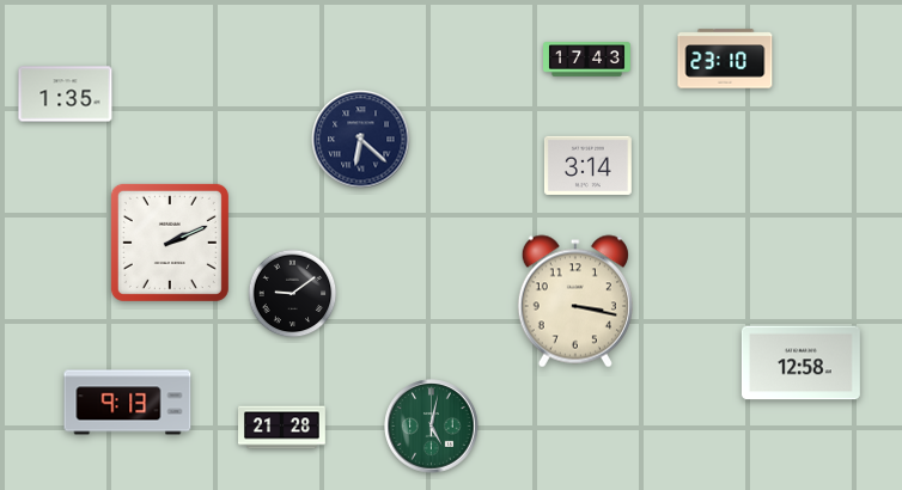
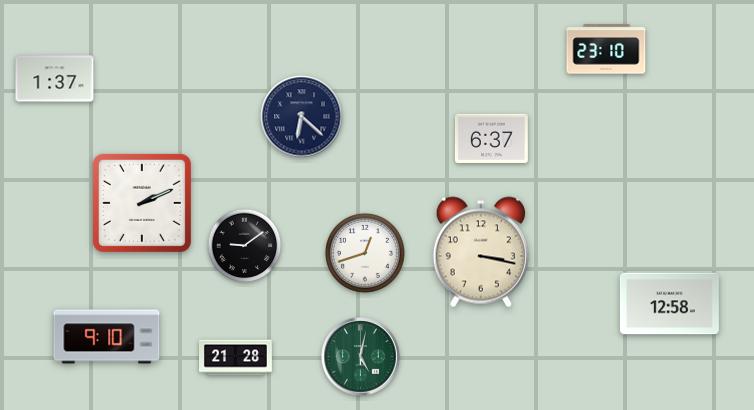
clock at (587, 60): 17:43 -> none
clock at (66, 94): 1:35 -> 1:37
clock at (587, 165): 3:14 -> 6:37
clock at (366, 254): none -> 12:42
clock at (128, 403): 9:13 -> 9:10
